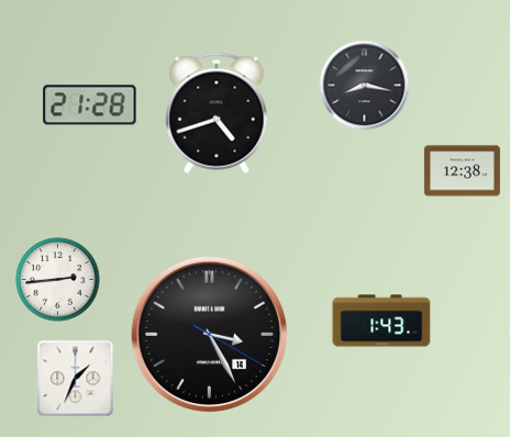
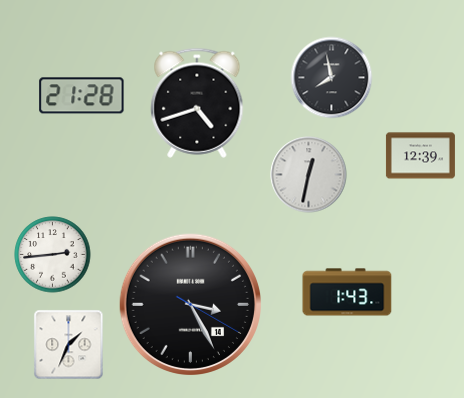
clock at (365, 86): 8:17 -> 7:58
clock at (462, 171): 12:38 -> 12:39
clock at (309, 175): none -> 12:32
